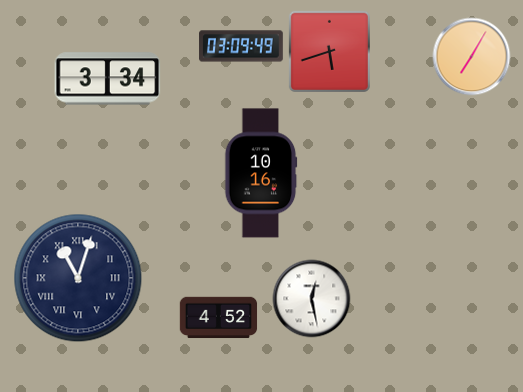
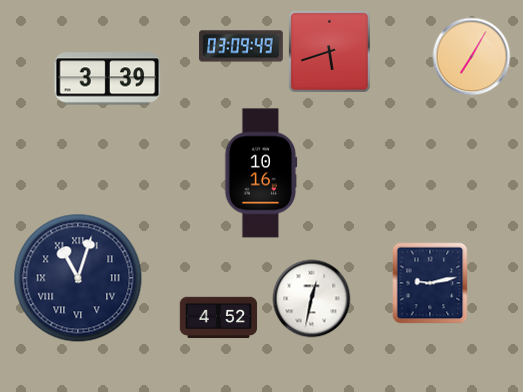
clock at (108, 79): 3:34 -> 3:39
clock at (430, 283): none -> 9:13
clock at (312, 299): 12:28 -> 12:32
